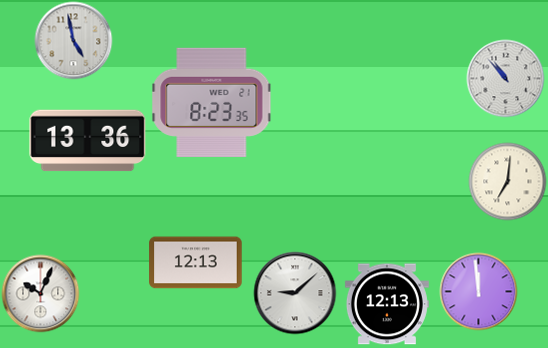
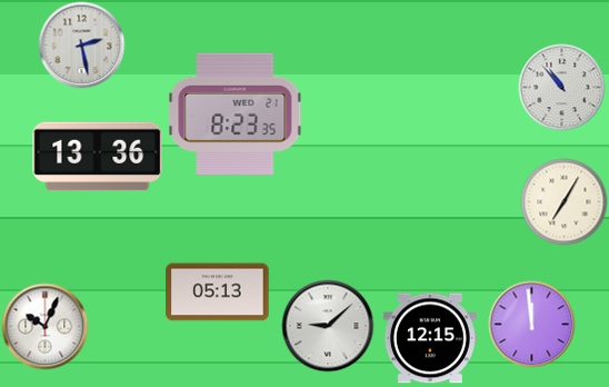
clock at (73, 40): 4:58 -> 2:28
clock at (507, 181): 7:01 -> 7:05
clock at (196, 263): 12:13 -> 05:13
clock at (387, 304): 12:13 -> 12:15
